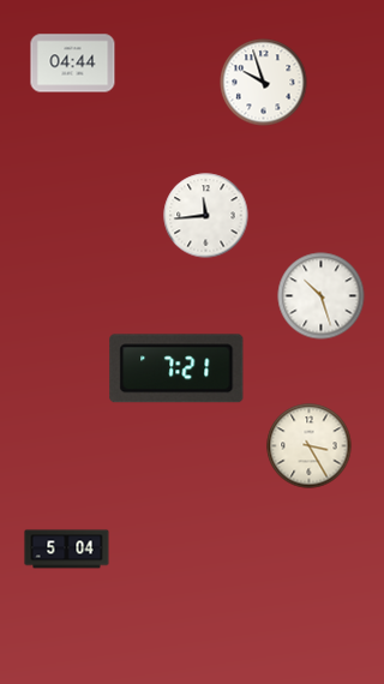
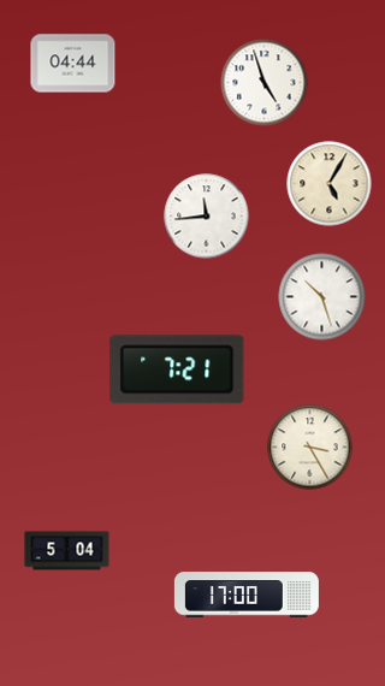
clock at (264, 83): 9:57 -> 4:57
clock at (330, 184): none -> 5:05
clock at (247, 595): none -> 17:00
